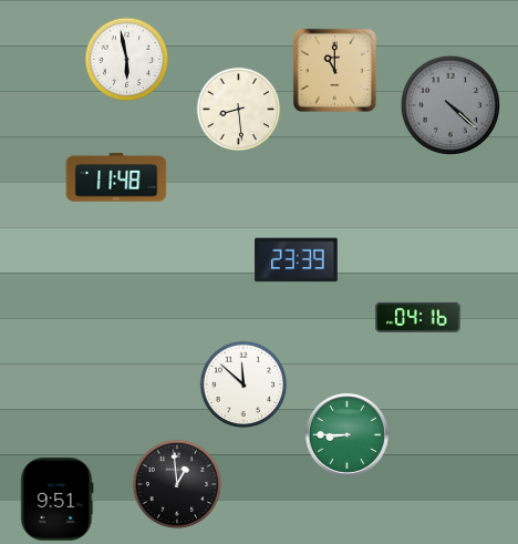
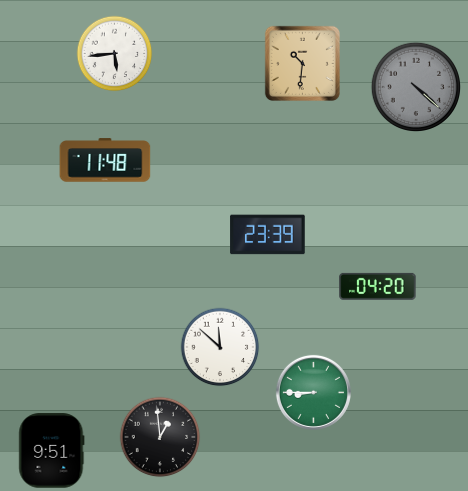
clock at (127, 60): 5:58 -> 5:44
clock at (334, 70): 11:00 -> 10:31
clock at (449, 104) position: (449, 104) -> (415, 86)
clock at (239, 110): 8:29 -> none
clock at (418, 317): 04:16 -> 04:20
